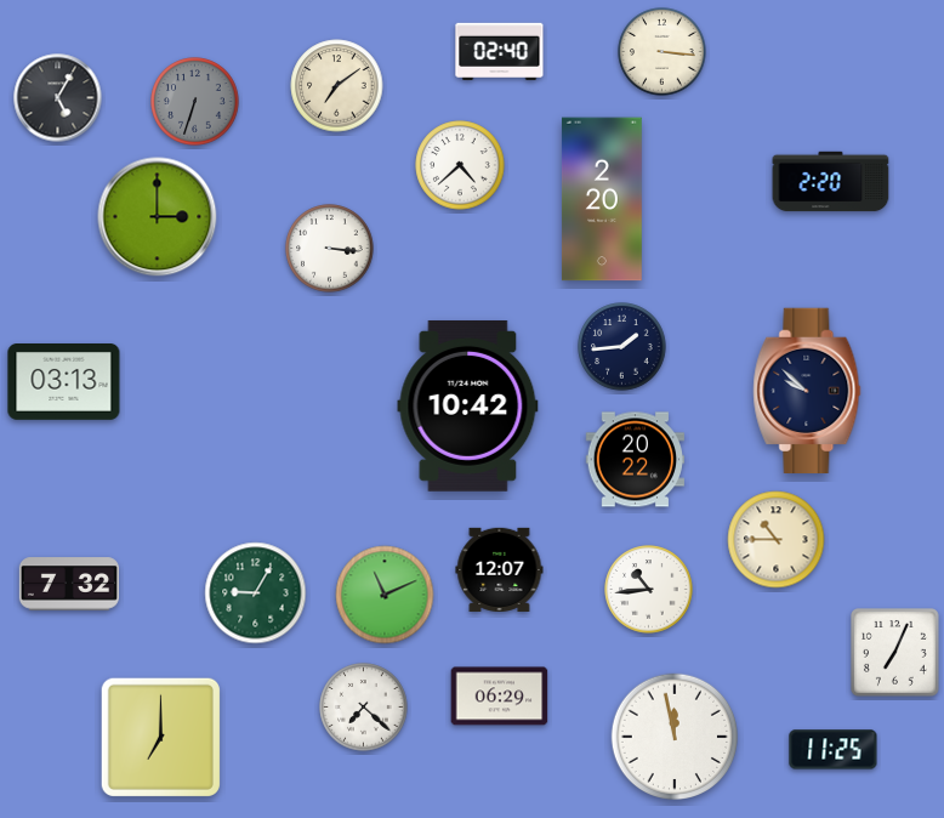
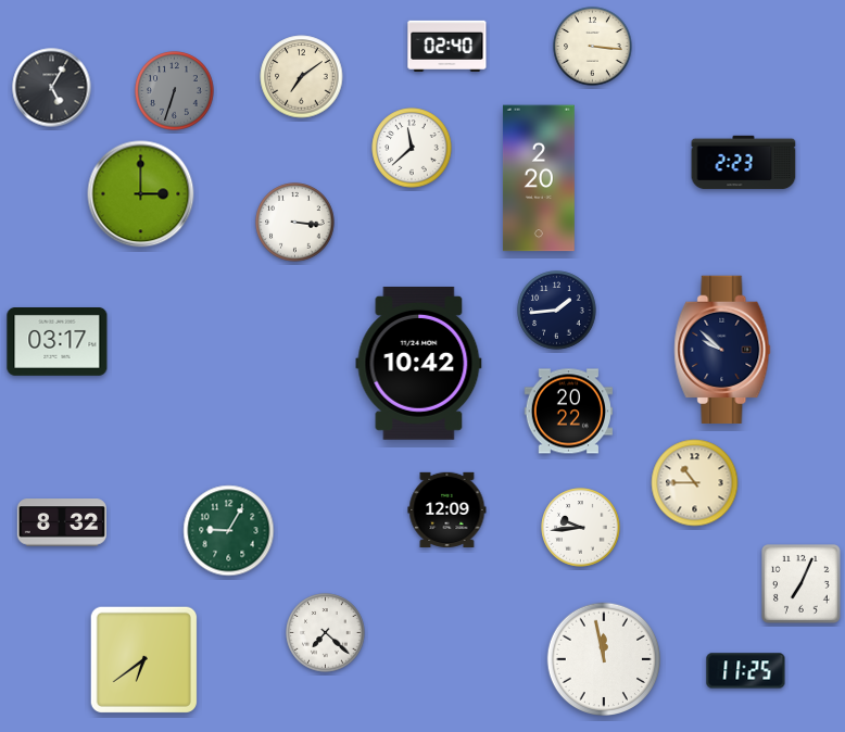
clock at (460, 165): 4:38 -> 11:38
clock at (831, 182): 2:20 -> 2:23
clock at (64, 382): 03:13 -> 03:17
clock at (500, 569): 12:07 -> 12:09
clock at (68, 584): 7:32 -> 8:32
clock at (649, 590): 10:44 -> 9:44
clock at (385, 595): 11:11 -> none
clock at (500, 697): 06:29 -> none
clock at (160, 737): 7:00 -> 6:39
